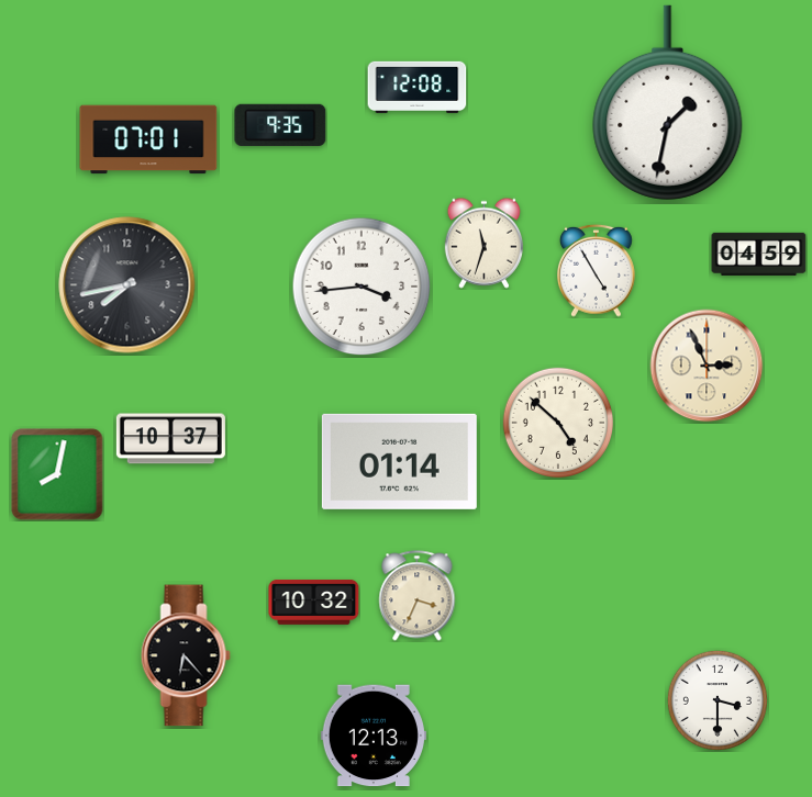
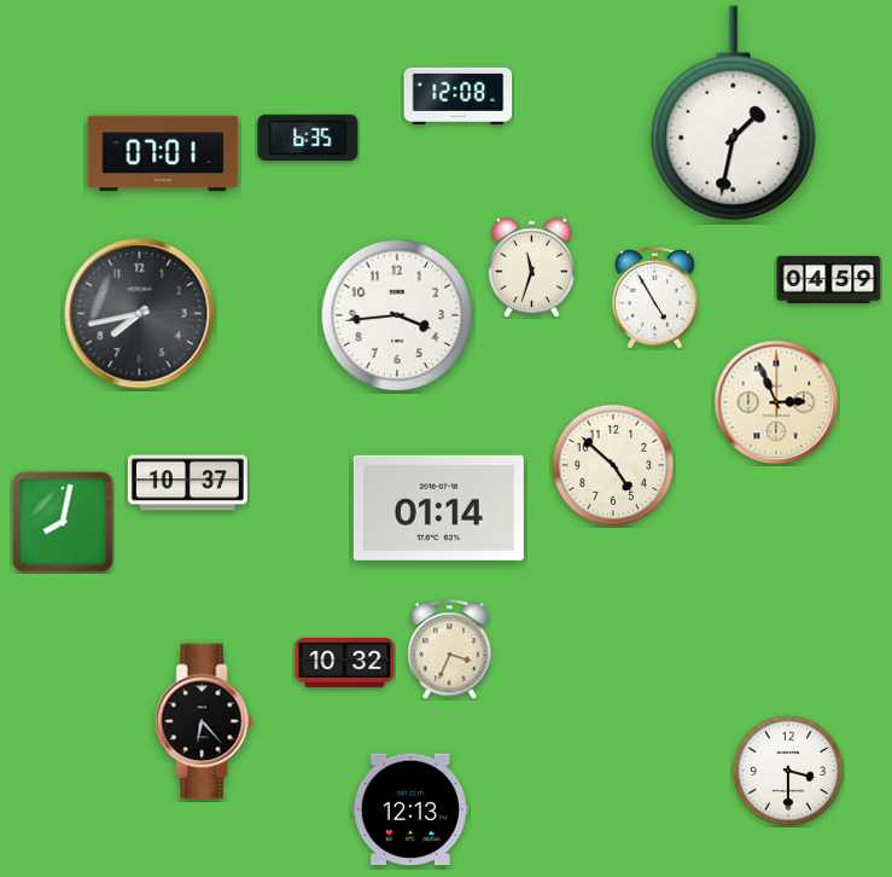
clock at (280, 125): 9:35 -> 6:35
clock at (759, 254) position: (759, 254) -> (829, 279)
clock at (418, 596) position: (418, 596) -> (450, 650)
